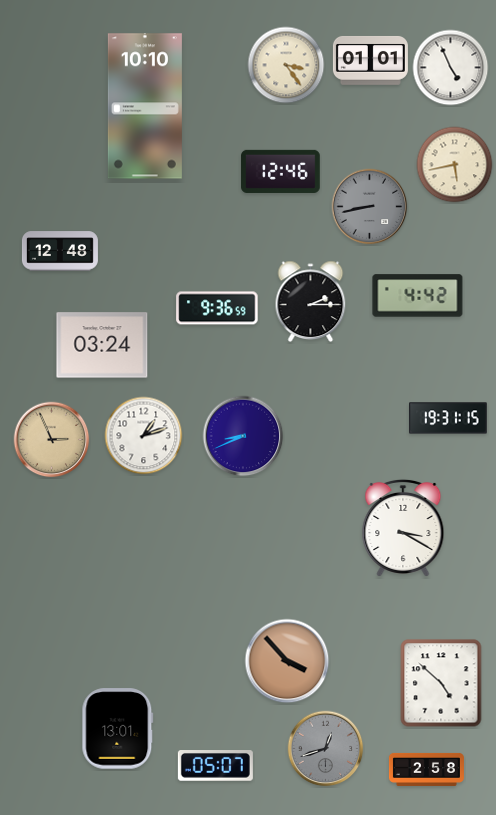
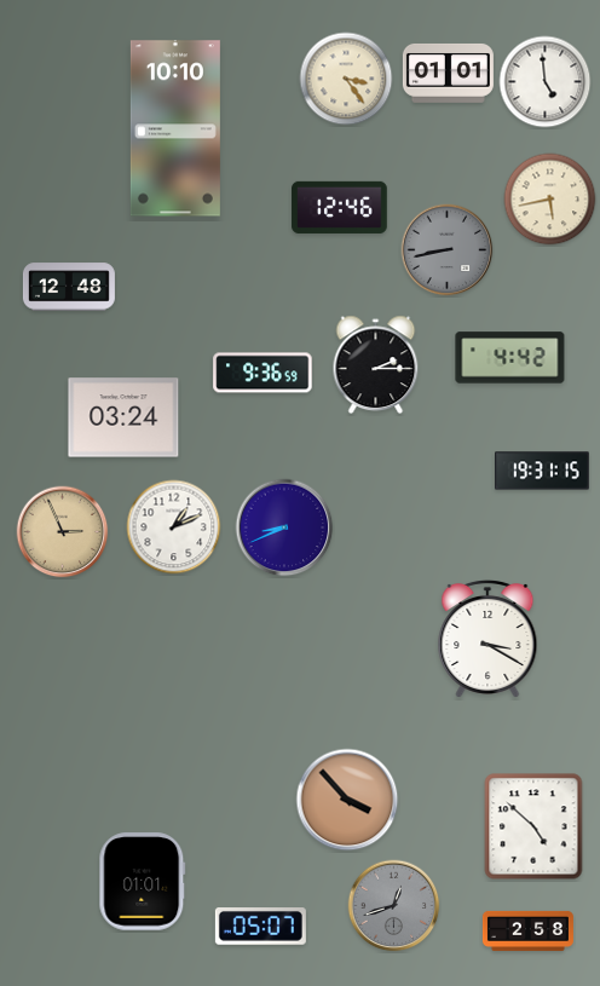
clock at (451, 68): 4:56 -> 4:59
clock at (60, 251) position: (60, 251) -> (69, 287)
clock at (418, 296) position: (418, 296) -> (510, 358)
clock at (449, 418) position: (449, 418) -> (543, 471)
clock at (144, 436): 1:12 -> 1:11
clock at (243, 436) position: (243, 436) -> (284, 527)
clock at (118, 729): 13:01 -> 01:01
clock at (426, 769) position: (426, 769) -> (527, 930)
